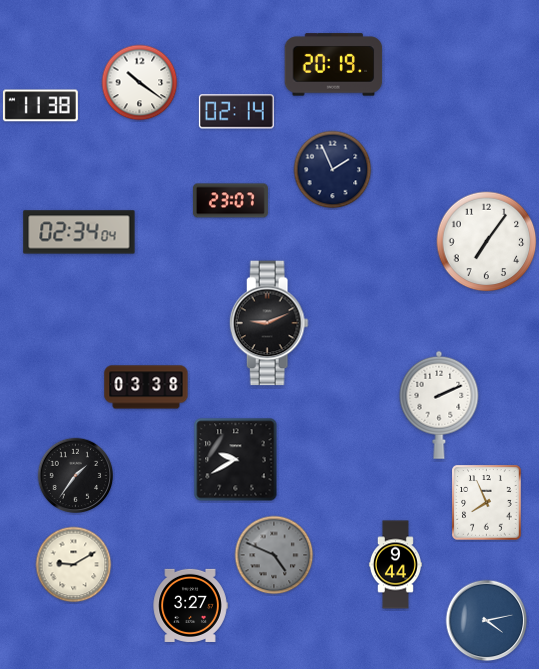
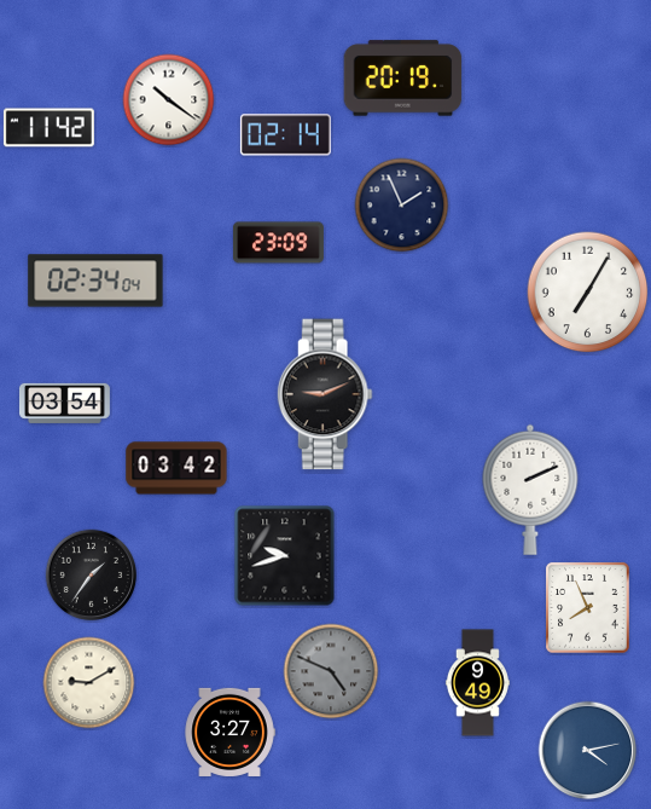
clock at (40, 106): 11:38 -> 11:42
clock at (230, 201): 23:07 -> 23:09
clock at (487, 242): 7:06 -> 7:05
clock at (269, 323) position: (269, 323) -> (325, 394)
clock at (64, 403): none -> 03:54
clock at (146, 387): 03:38 -> 03:42
clock at (236, 460): 9:40 -> 9:42
clock at (395, 565): 9:44 -> 9:49
